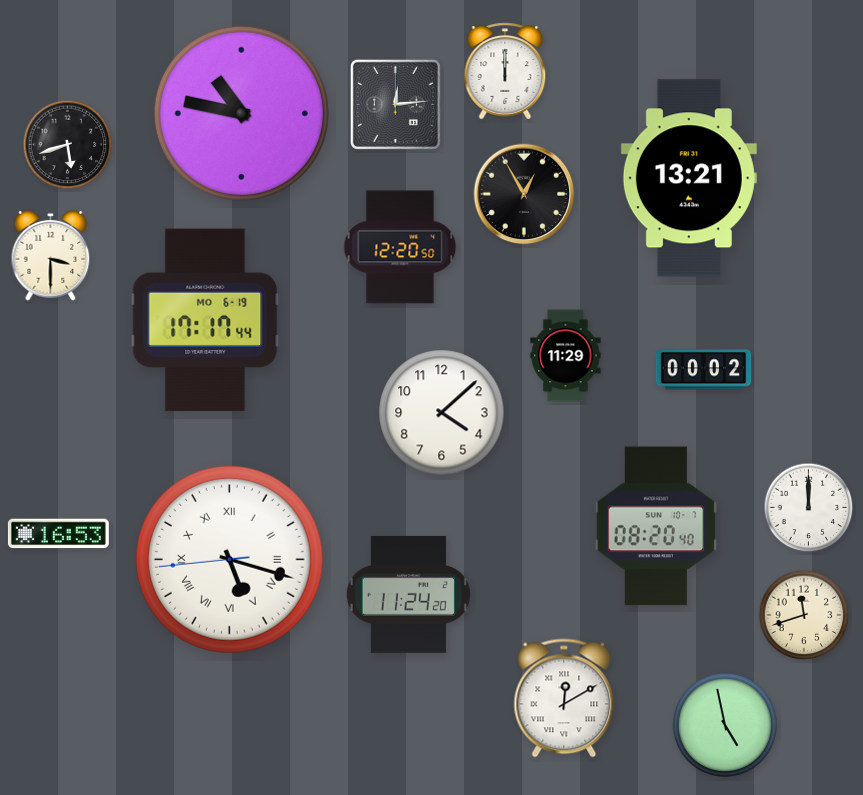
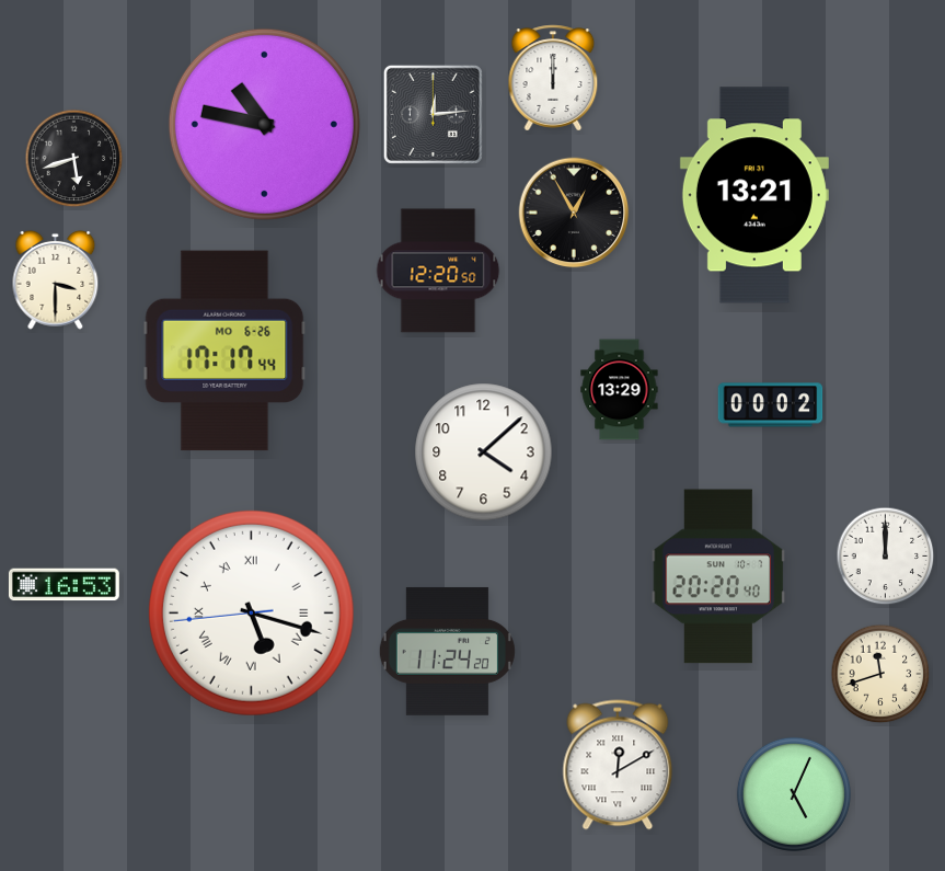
clock at (205, 320) date: MO 6-19 -> MO 6-26
clock at (566, 356): 11:29 -> 13:29
clock at (656, 526): 08:20 -> 20:20
clock at (725, 725): 4:58 -> 5:04
